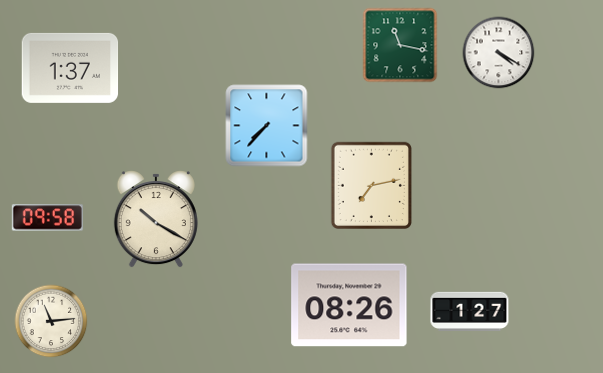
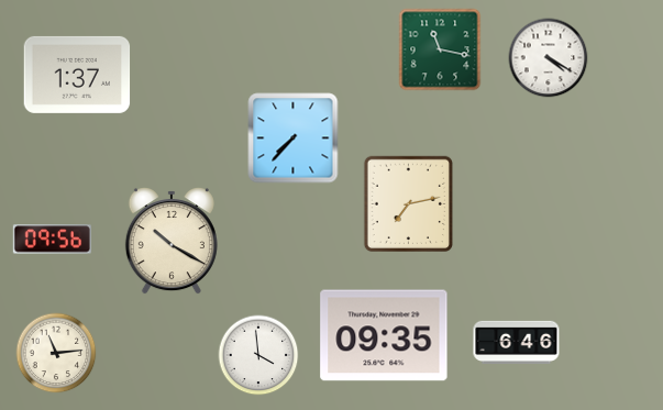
clock at (47, 218): 09:58 -> 09:56
clock at (349, 305): 08:26 -> 09:35
clock at (470, 311): 1:27 -> 6:46
clock at (258, 355): none -> 3:59
